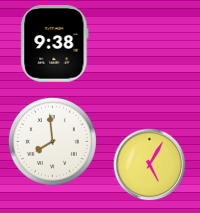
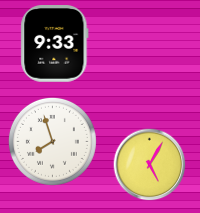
clock at (55, 44): 9:38 -> 9:33
clock at (52, 141): 7:59 -> 7:57
